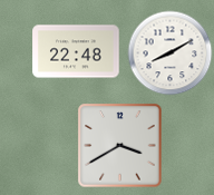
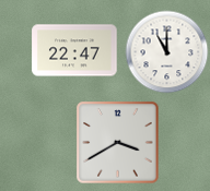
clock at (76, 51): 22:48 -> 22:47
clock at (171, 53): 8:10 -> 11:00
